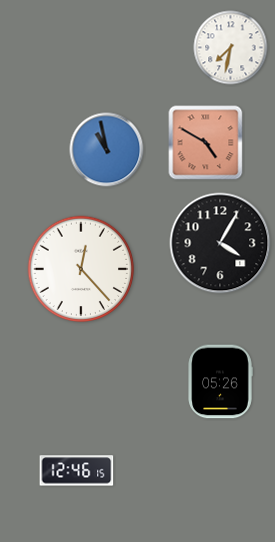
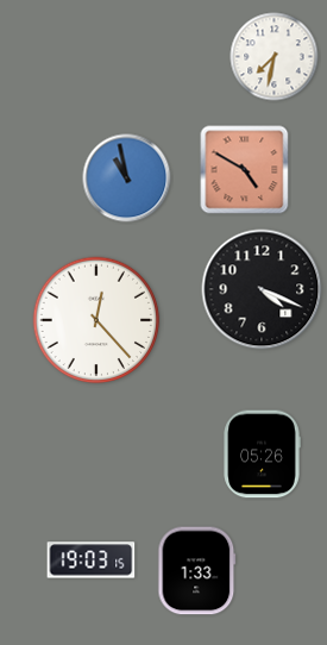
clock at (220, 243): 4:05 -> 4:19
clock at (77, 471): 12:46 -> 19:03
clock at (197, 571): none -> 1:33
